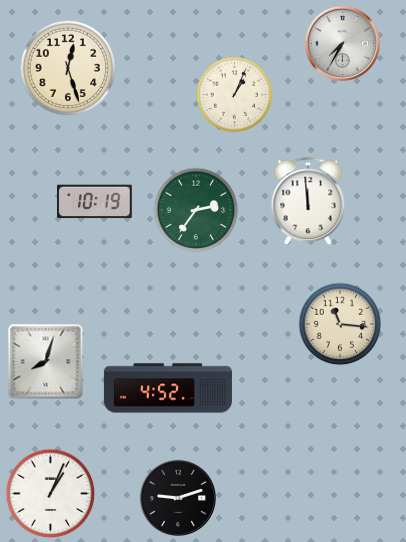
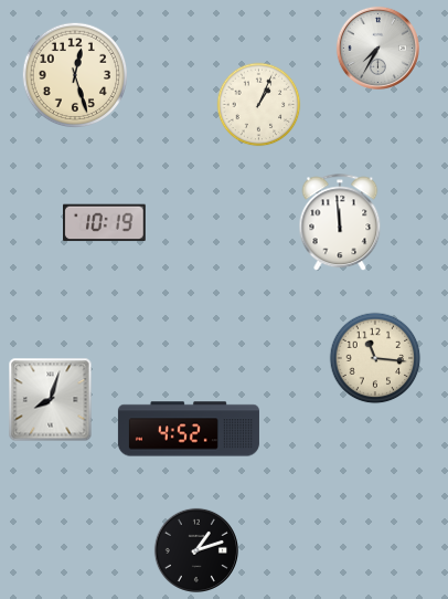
clock at (196, 210): 2:36 -> none
clock at (168, 388) position: (168, 388) -> (189, 429)
clock at (51, 494): 1:04 -> none
clock at (178, 498): 9:12 -> 1:12
